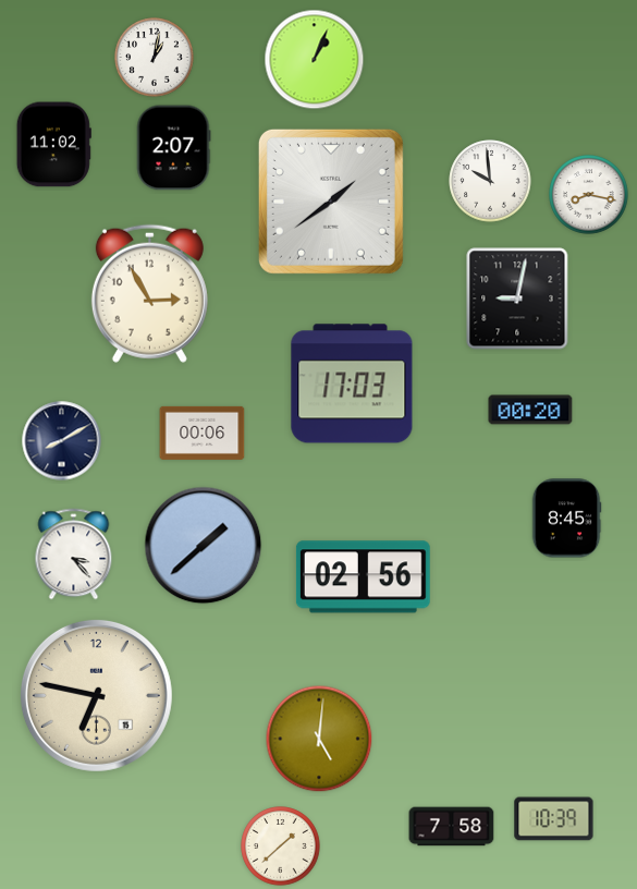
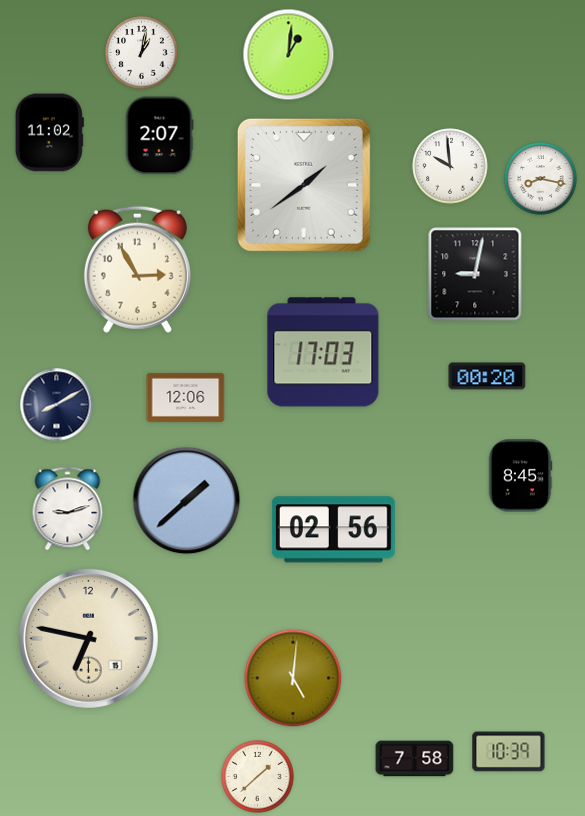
clock at (315, 60): 1:04 -> 1:01
clock at (203, 433): 00:06 -> 12:06
clock at (74, 555): 3:23 -> 9:12
